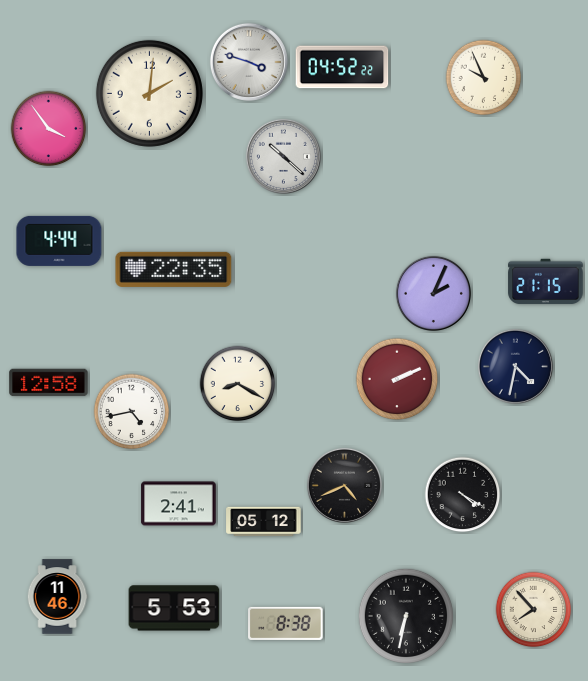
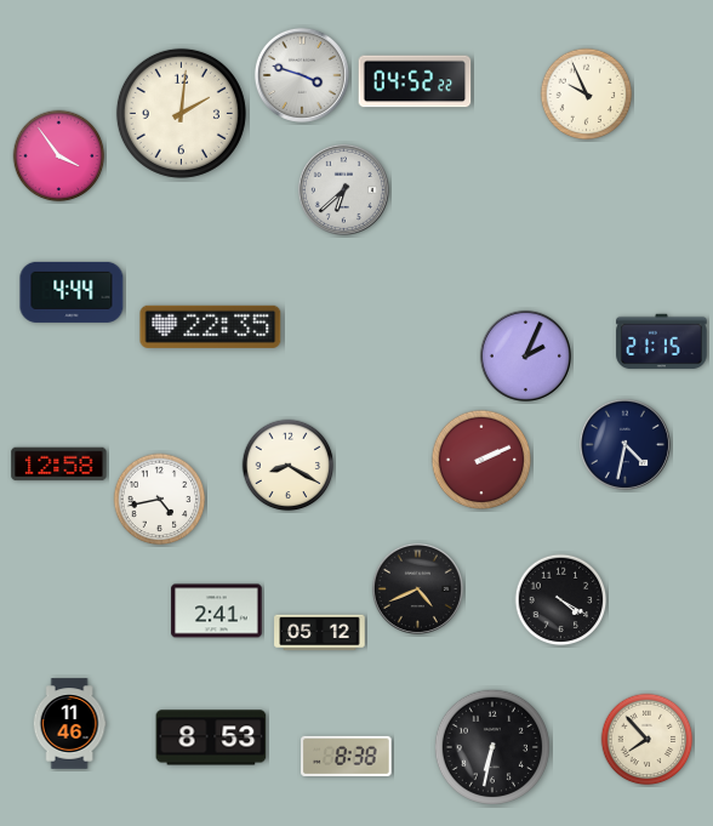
clock at (283, 156): 10:22 -> 6:38
clock at (174, 608): 5:53 -> 8:53
